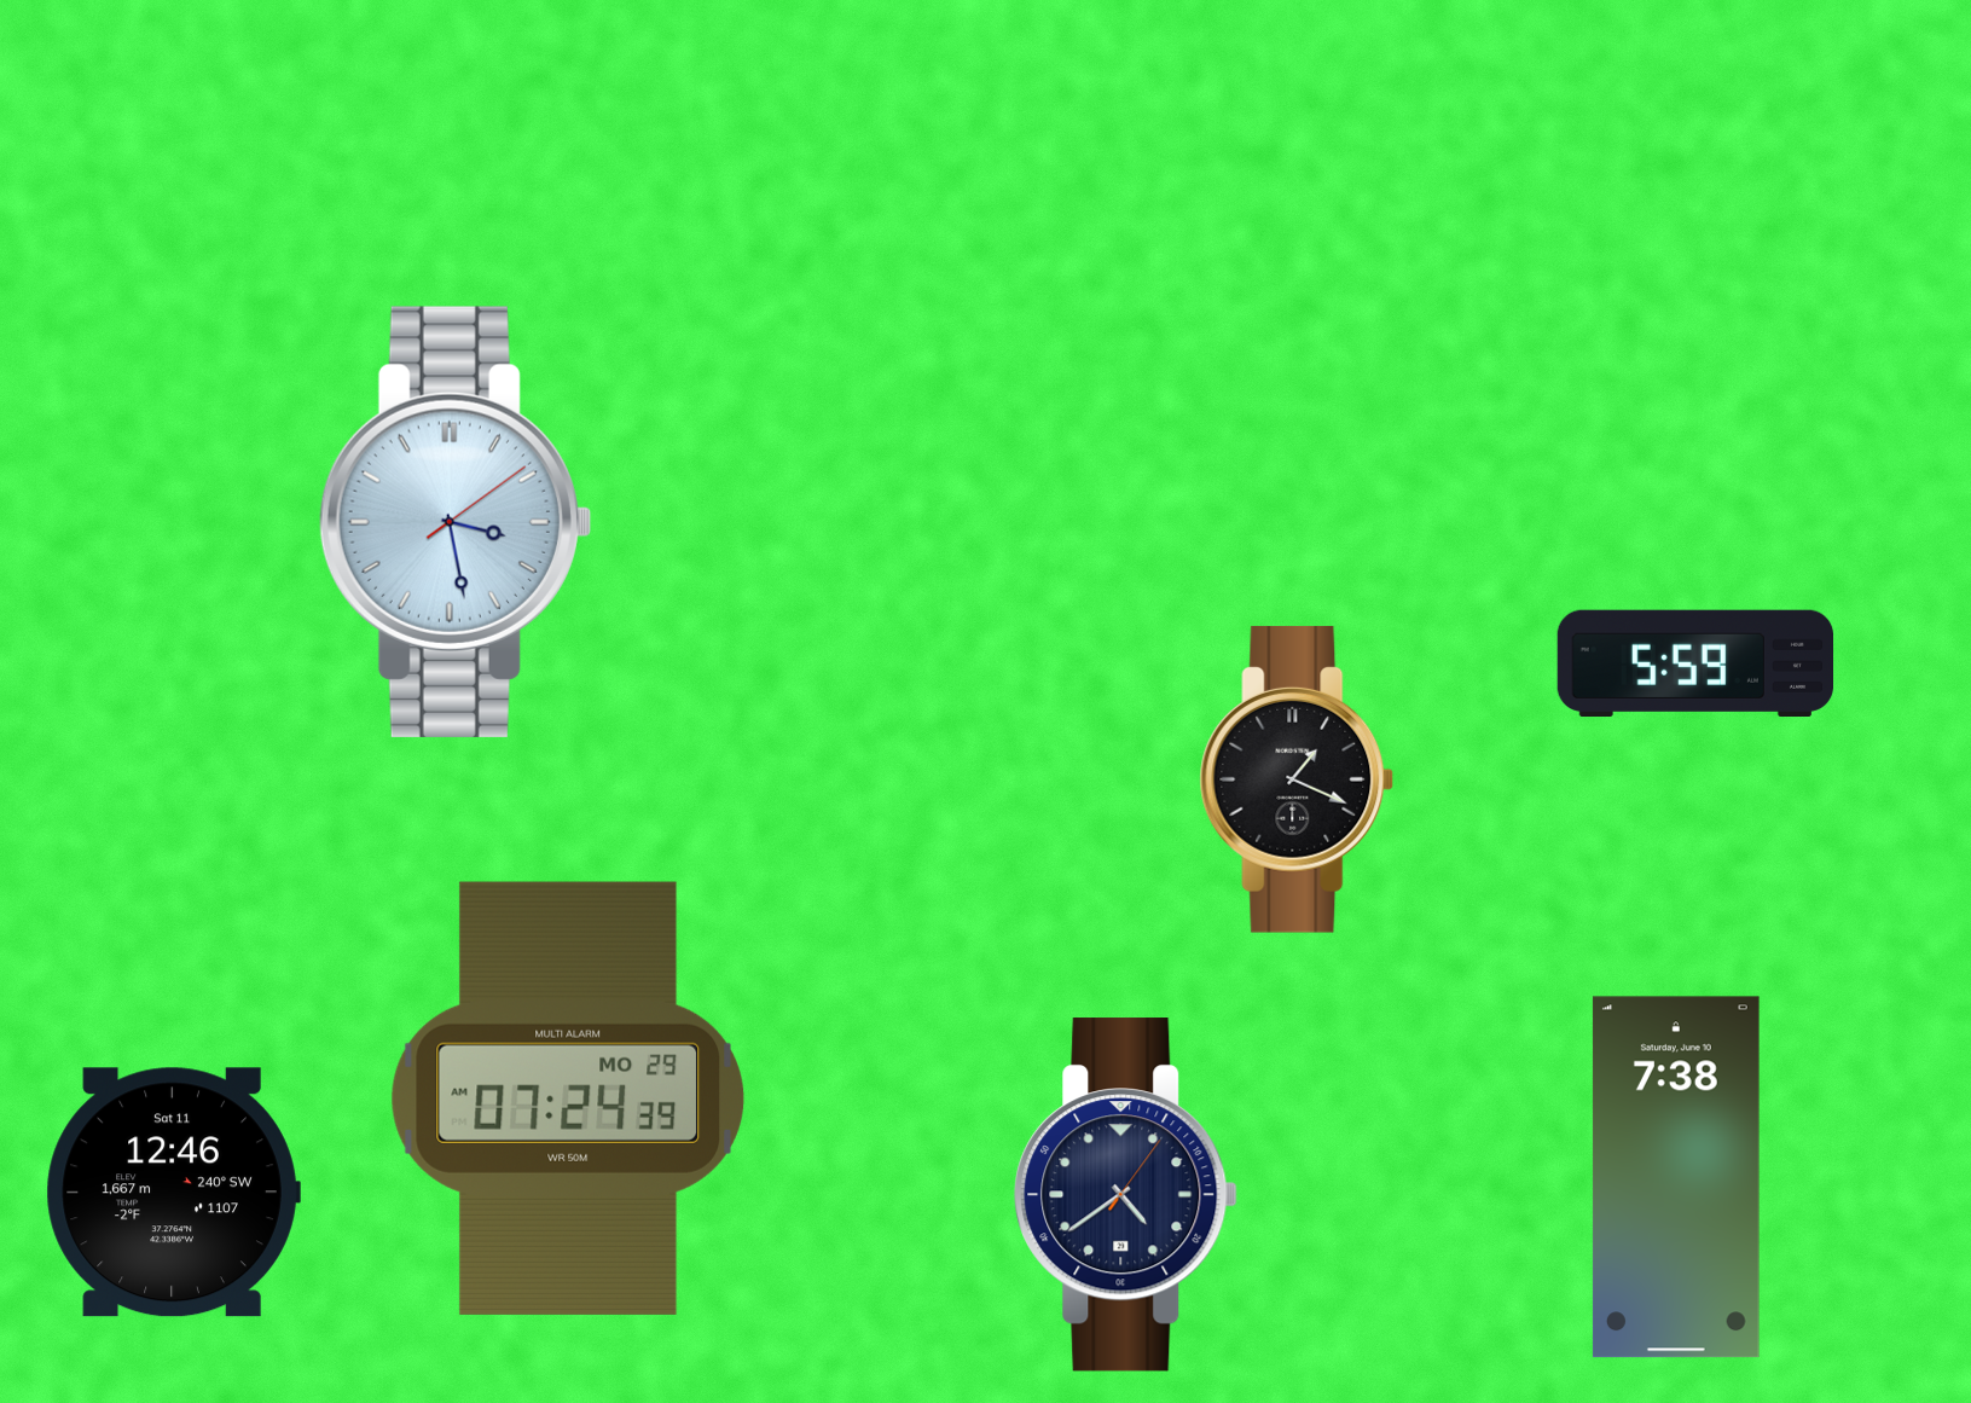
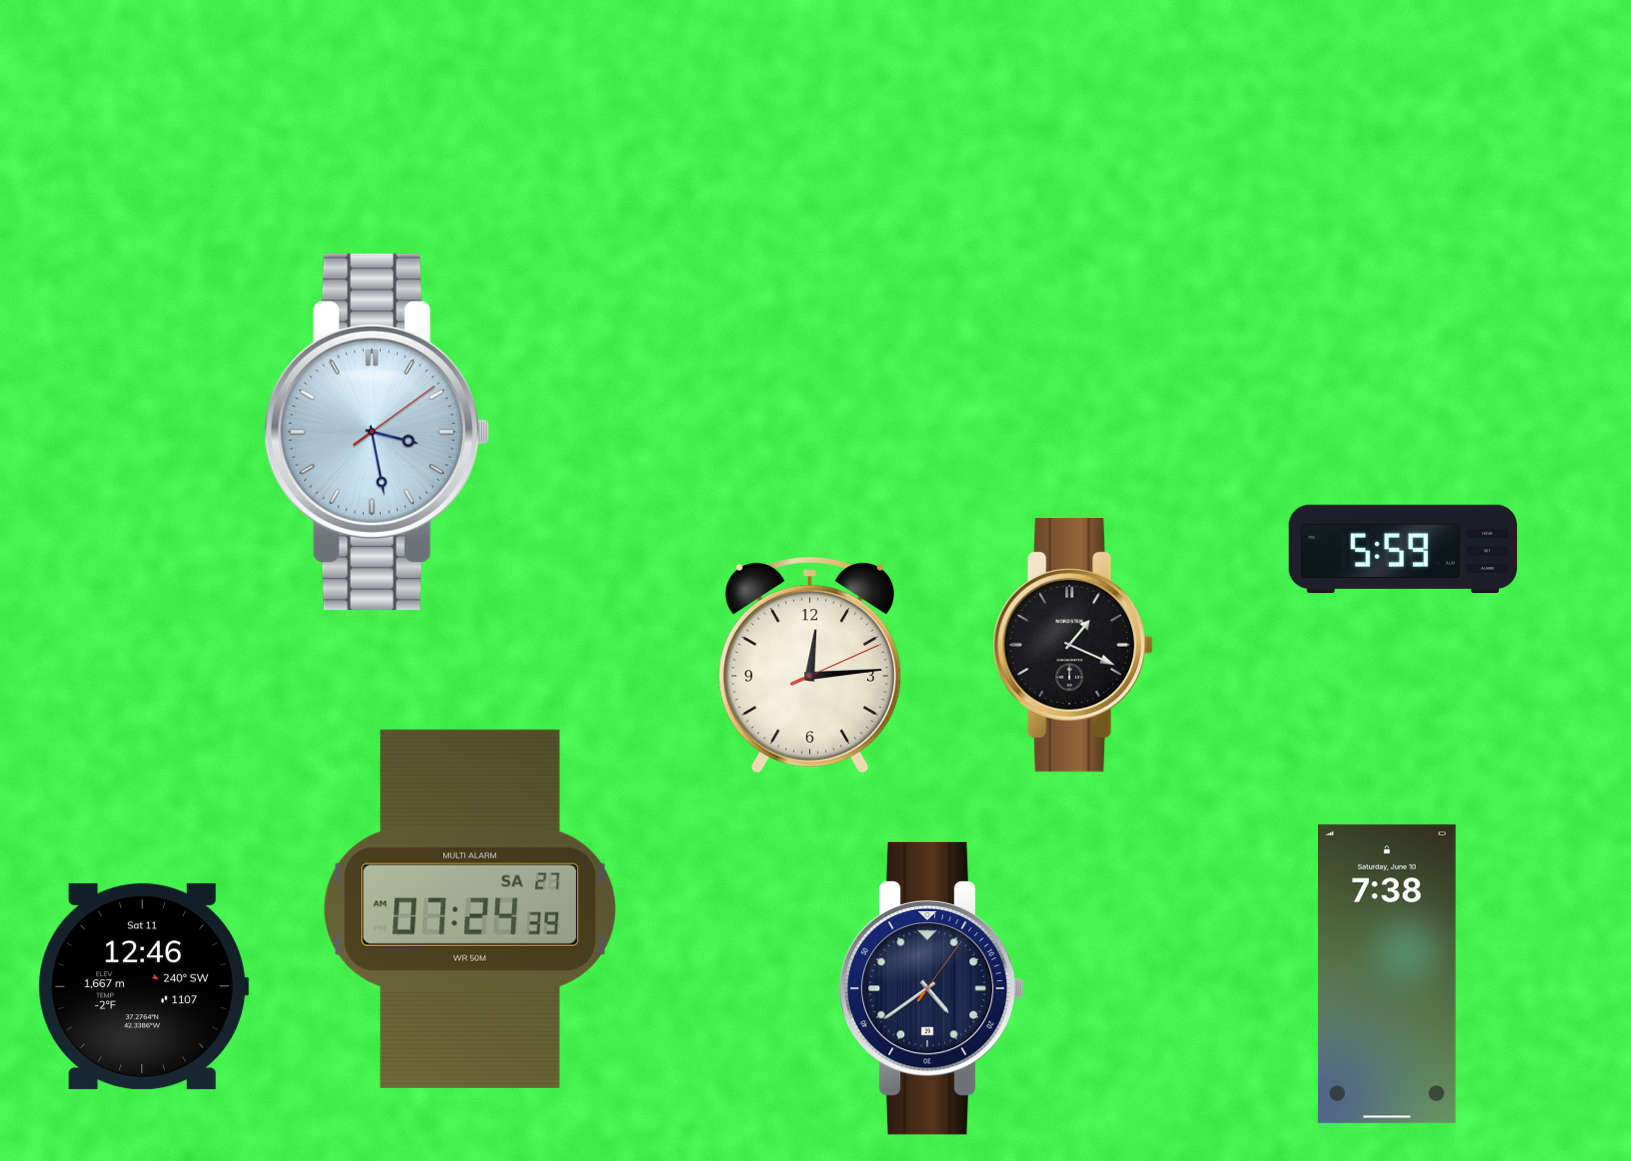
clock at (810, 664): none -> 12:14
clock at (567, 1098) date: MO 29 -> SA 27
